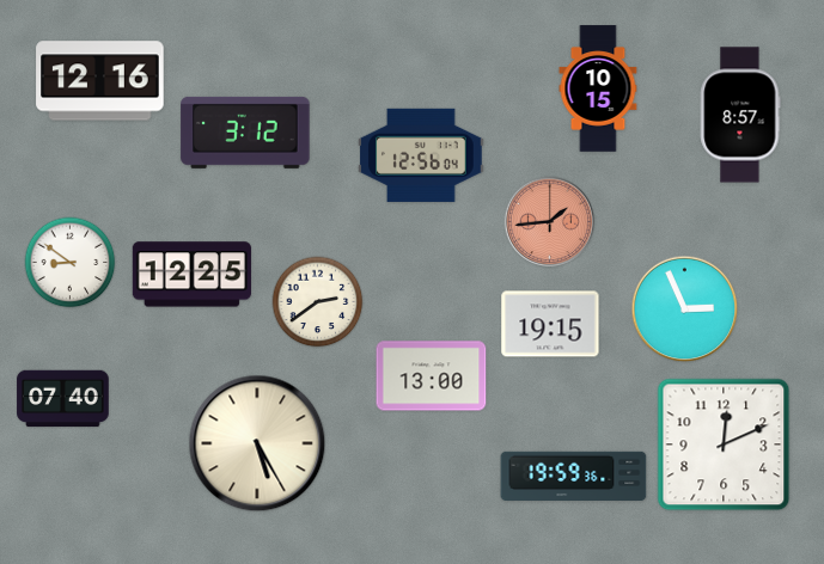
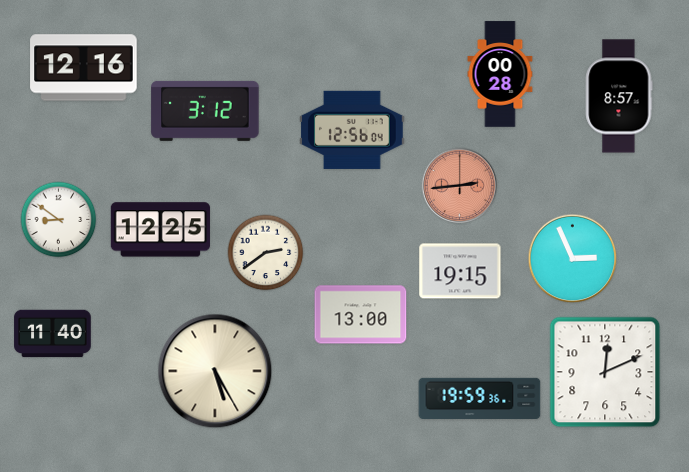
clock at (598, 88): 10:15 -> 00:28
clock at (549, 221): 1:44 -> 2:44
clock at (63, 399): 07:40 -> 11:40
